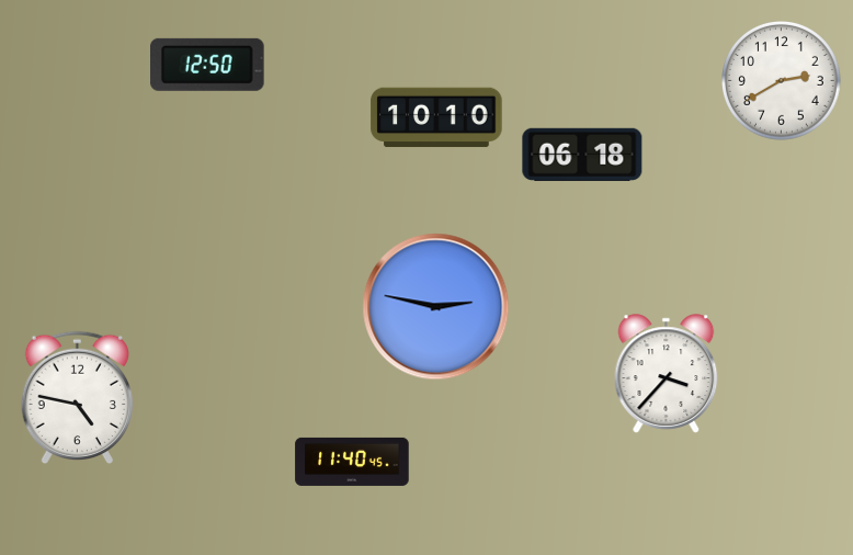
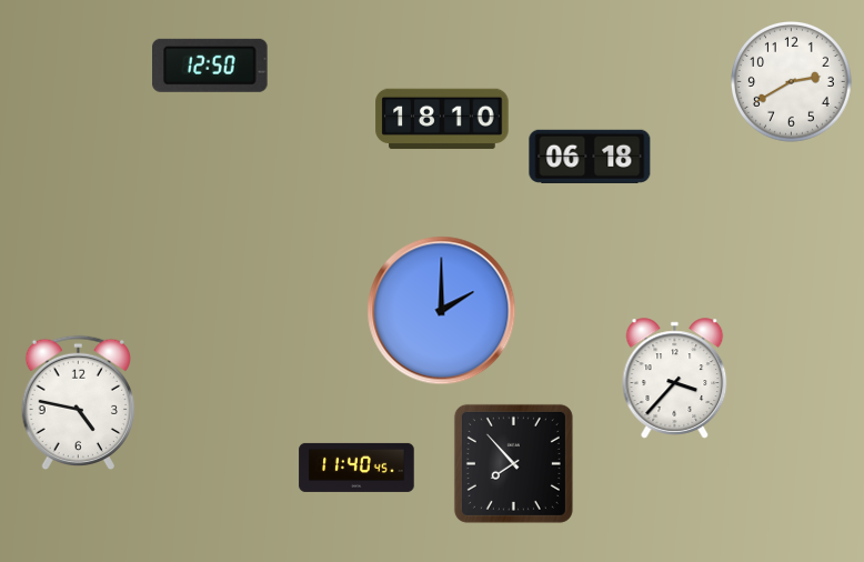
clock at (436, 117): 10:10 -> 18:10
clock at (436, 307): 2:47 -> 2:00
clock at (513, 463): none -> 7:53
